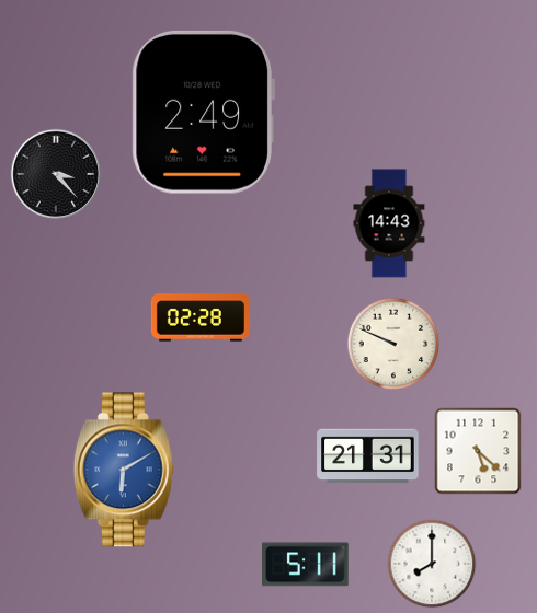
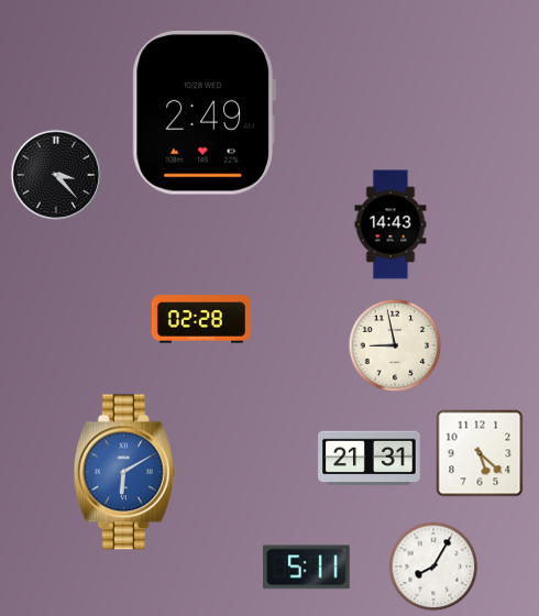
clock at (393, 344): 9:49 -> 8:58
clock at (432, 564): 8:00 -> 8:05
